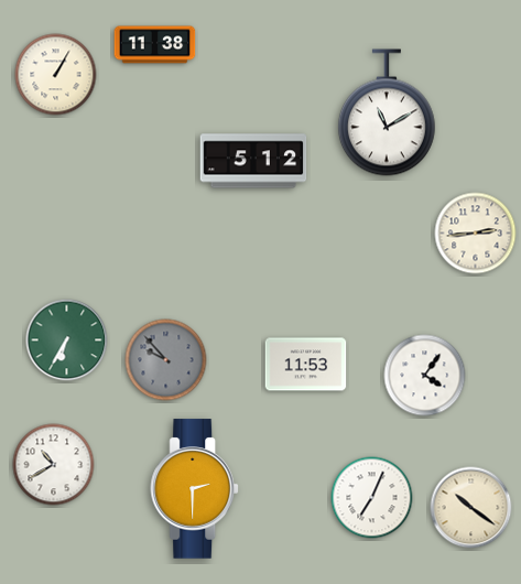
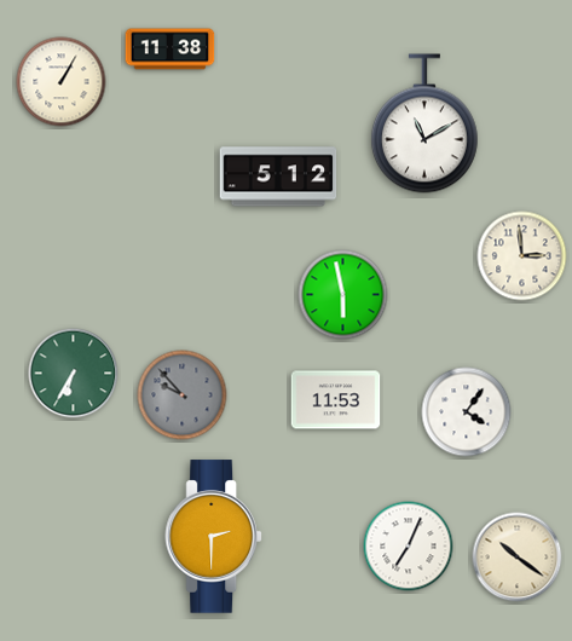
clock at (476, 234): 2:44 -> 2:59
clock at (343, 295): none -> 5:58
clock at (54, 465): 10:40 -> none
